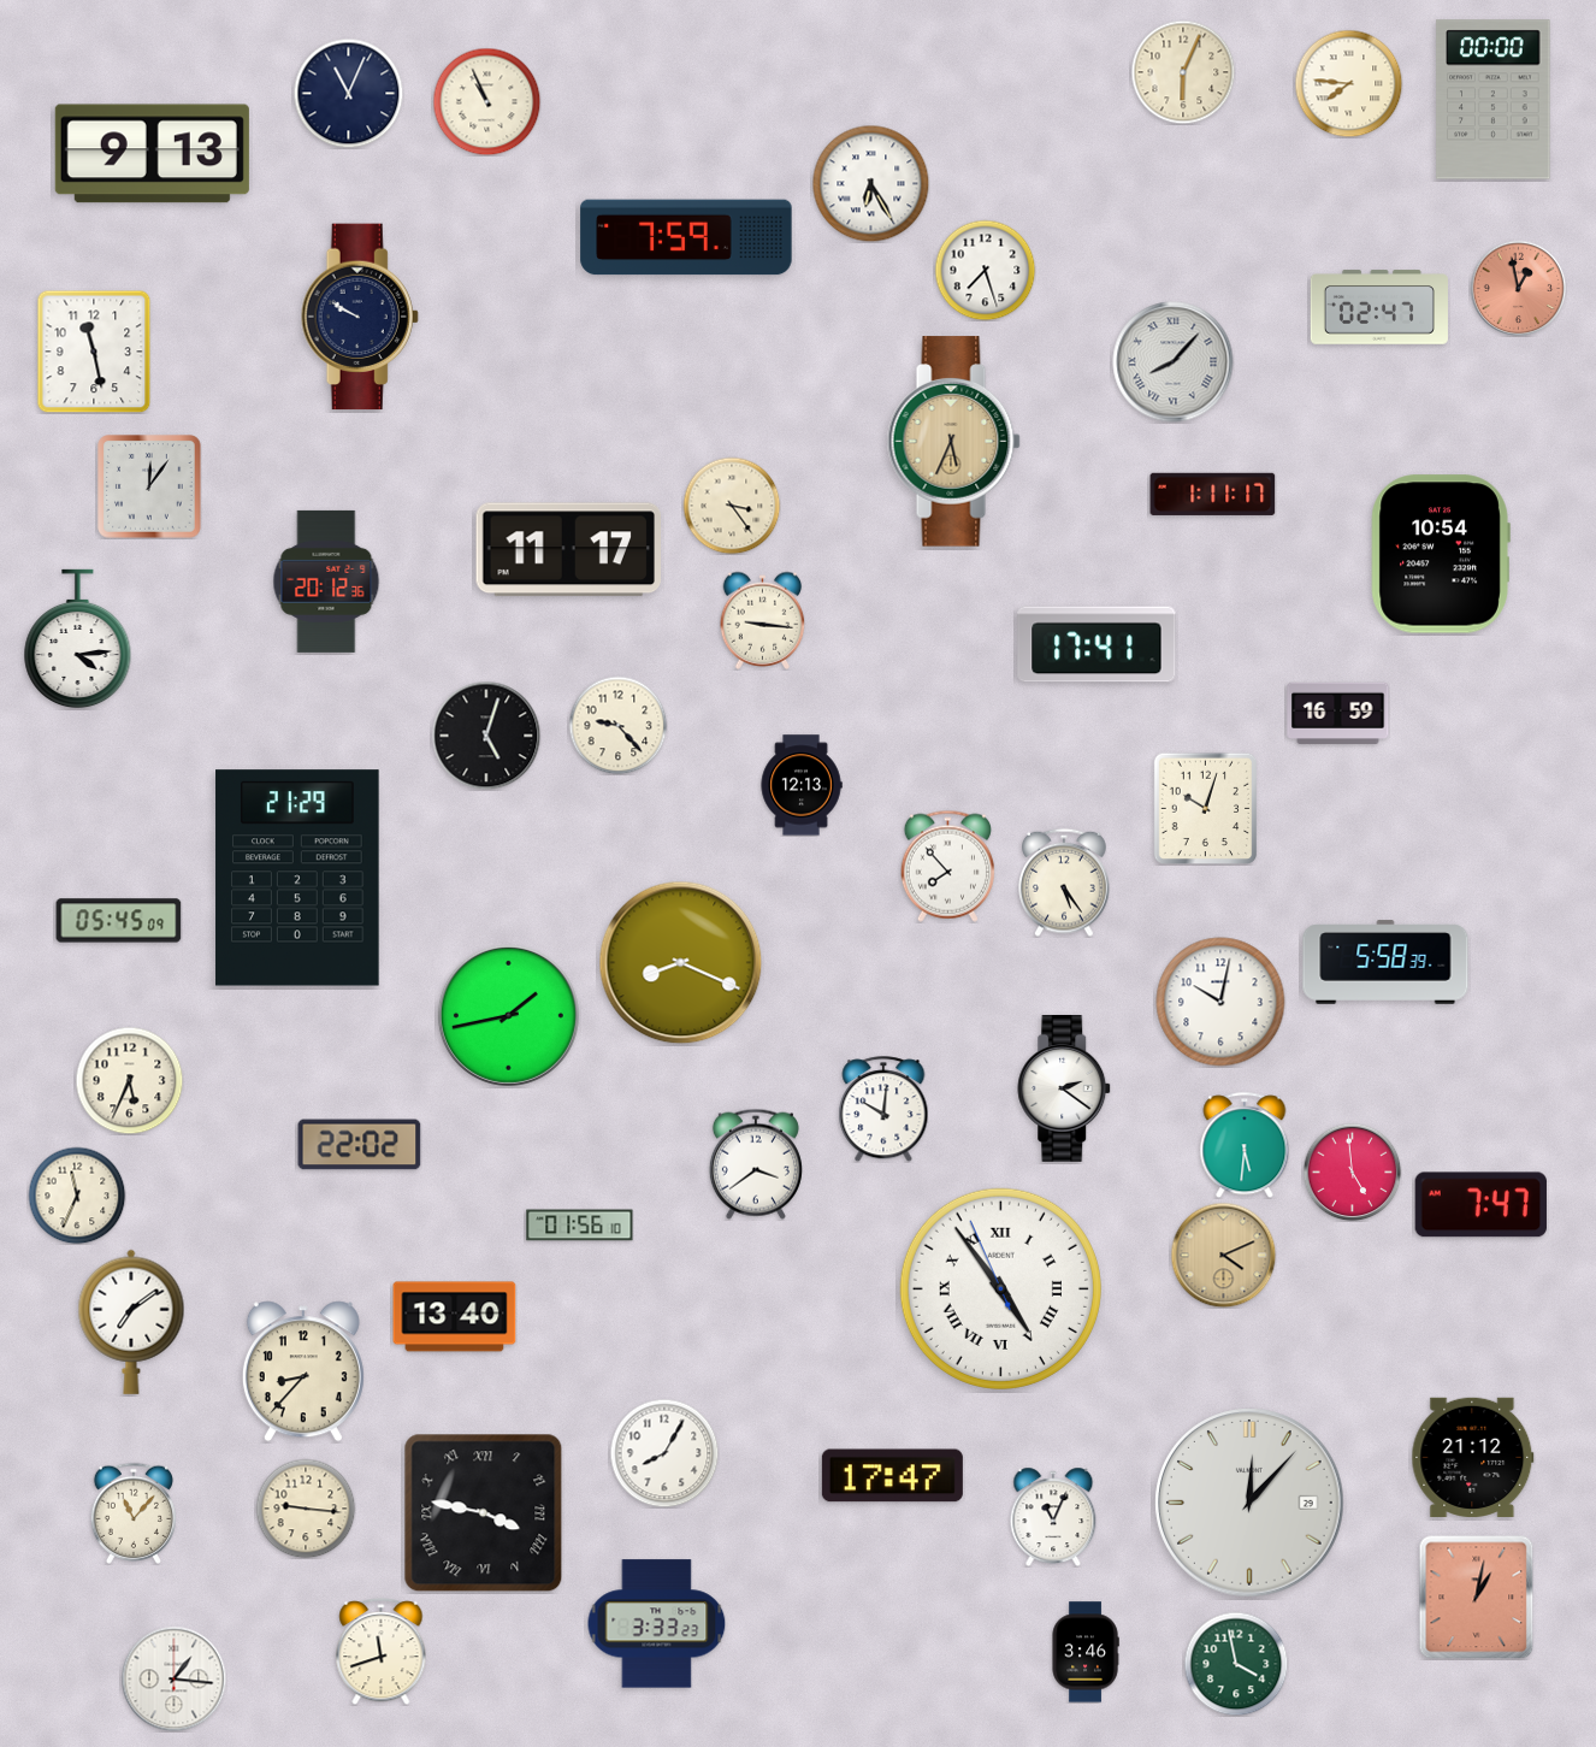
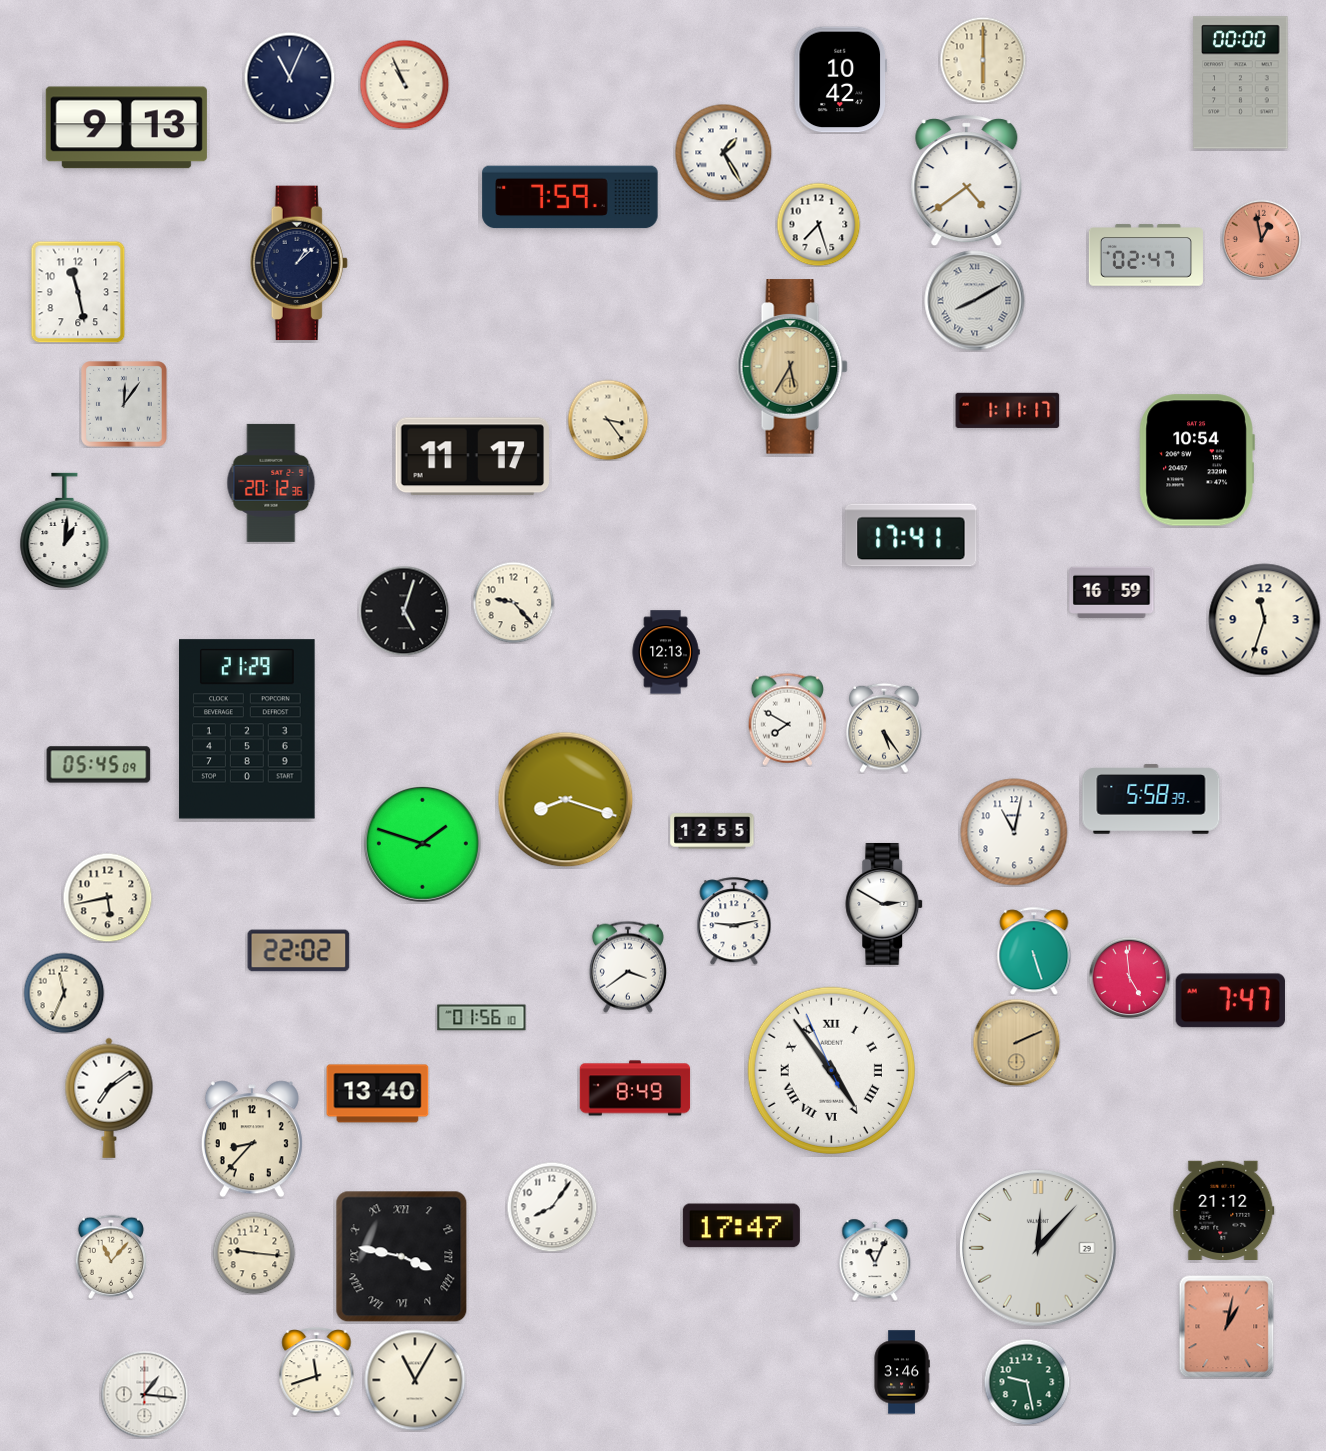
clock at (1183, 72): 6:04 -> 6:00
clock at (1348, 83): 7:46 -> none
clock at (841, 80): none -> 10:42
clock at (870, 183): 6:25 -> 1:25
clock at (967, 181): none -> 4:39
clock at (360, 317): 9:50 -> 1:08
clock at (1174, 362): 8:07 -> 8:10
clock at (953, 442): 5:34 -> 5:35
clock at (763, 620): 9:16 -> none
clock at (78, 639): 4:14 -> 1:01
clock at (1265, 620): none -> 11:33
clock at (1205, 808): 10:03 -> none
clock at (947, 866): 7:53 -> 7:50
clock at (1064, 883) position: (1064, 883) -> (884, 728)
clock at (681, 963): 8:19 -> 8:18
clock at (712, 831): none -> 12:55
clock at (1220, 1002): 10:02 -> 11:02
clock at (508, 1015): 1:43 -> 1:48
clock at (129, 1080): 5:34 -> 5:43
clock at (1065, 1088): 2:21 -> 2:50
clock at (883, 1109): 10:01 -> 9:13
clock at (1245, 1145): 5:31 -> 5:27
clock at (1352, 1171) position: (1352, 1171) -> (1129, 977)
clock at (1223, 1255): 4:11 -> 2:11
clock at (635, 1088): none -> 8:49
clock at (664, 1453): 8:05 -> 8:06
clock at (657, 1624): 3:33 -> none
clock at (415, 1380): none -> 11:05
clock at (1236, 1664): 3:58 -> 9:28
